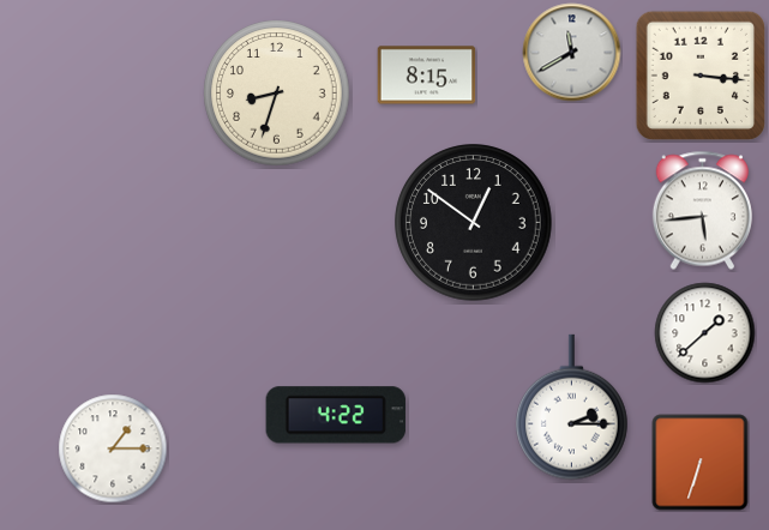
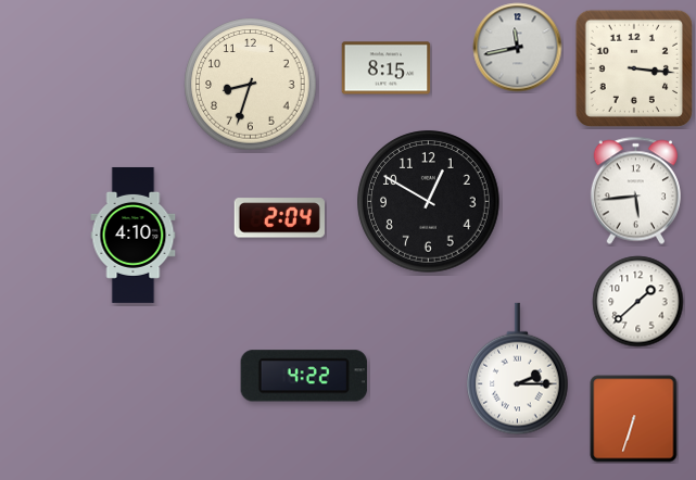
clock at (572, 53): 11:40 -> 11:43
clock at (474, 223): 12:51 -> 12:50
clock at (279, 218): none -> 2:04
clock at (134, 235): none -> 4:10
clock at (113, 448): 1:15 -> none
